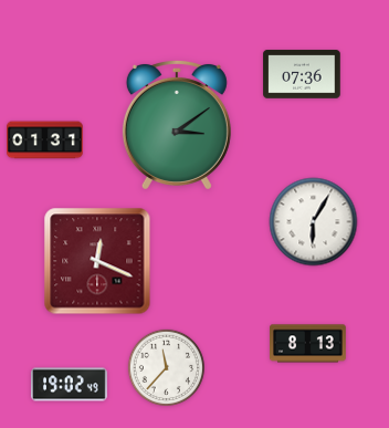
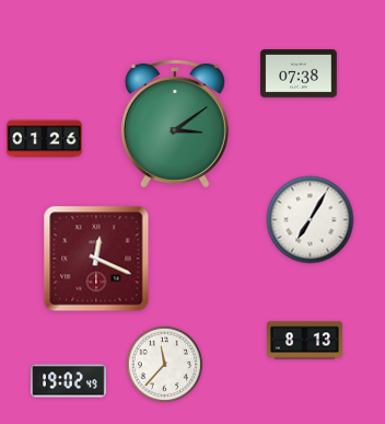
clock at (302, 74): 07:36 -> 07:38
clock at (45, 140): 01:31 -> 01:26
clock at (314, 222): 6:05 -> 7:05
